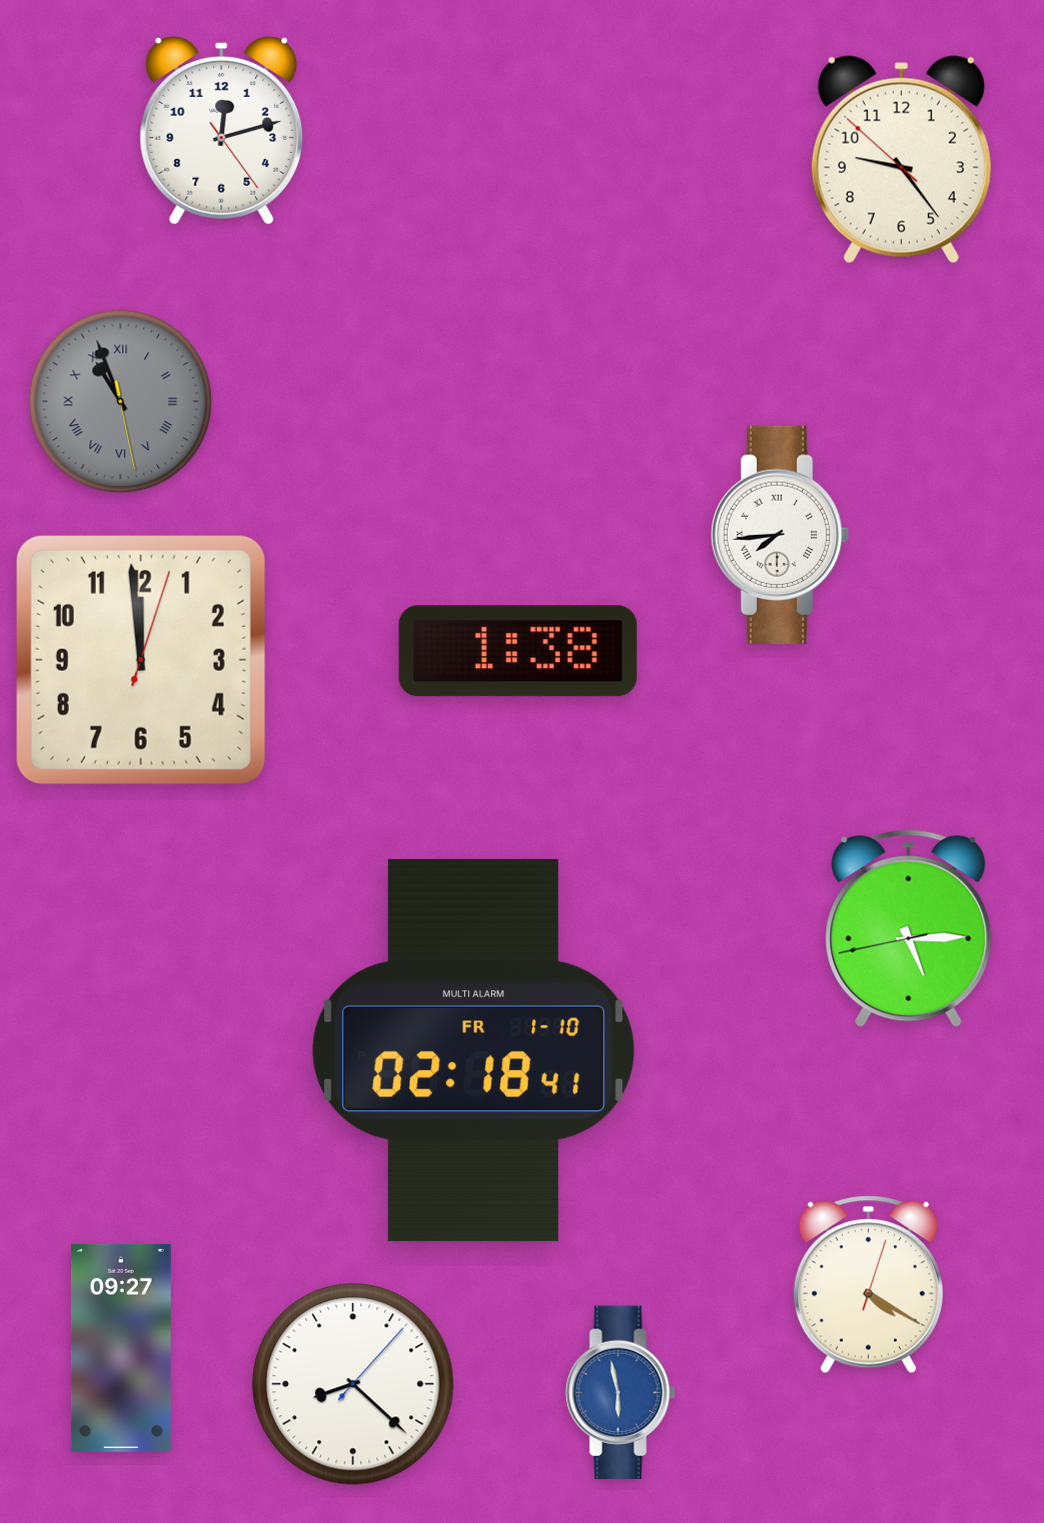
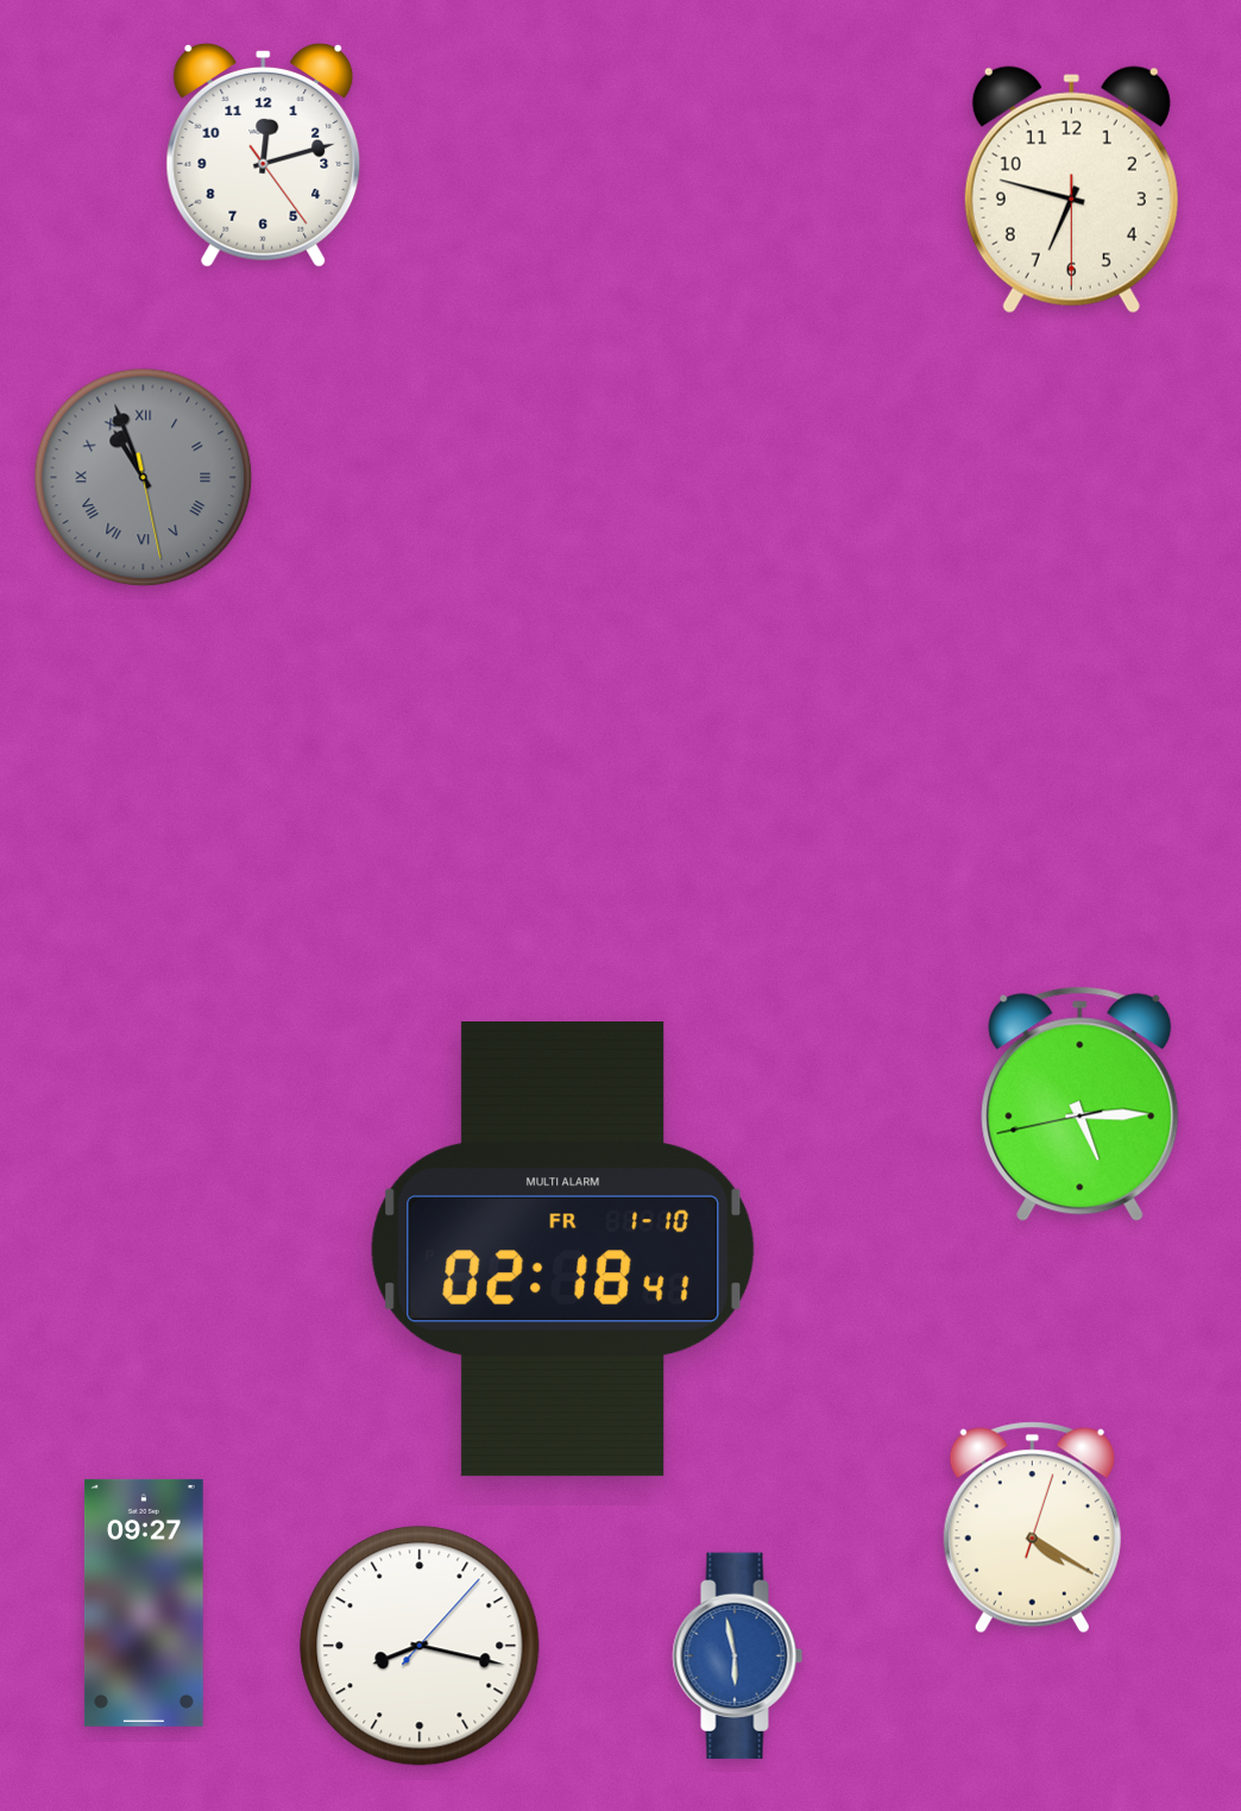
clock at (901, 160): 9:23 -> 6:47
clock at (780, 535): 7:44 -> none
clock at (518, 651): 1:38 -> none
clock at (141, 660): 11:59 -> none
clock at (353, 1384): 8:22 -> 8:17
